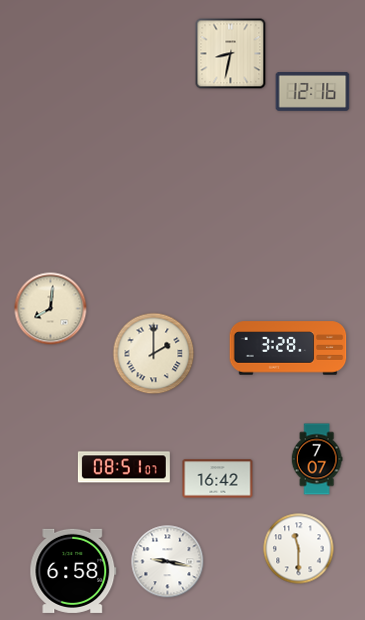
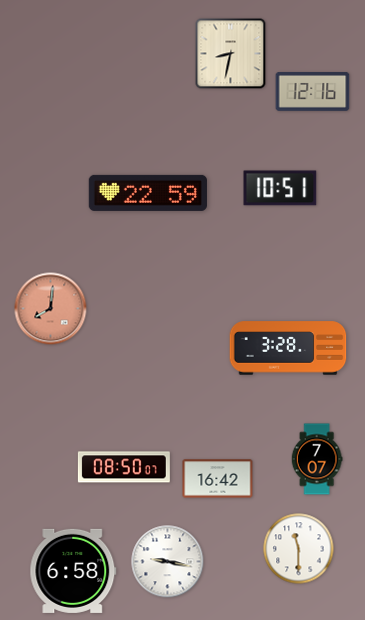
clock at (280, 188): none -> 10:51
clock at (148, 193): none -> 22:59
clock at (51, 309) dial: cream -> salmon
clock at (154, 354): 2:00 -> none
clock at (124, 467): 08:51 -> 08:50
